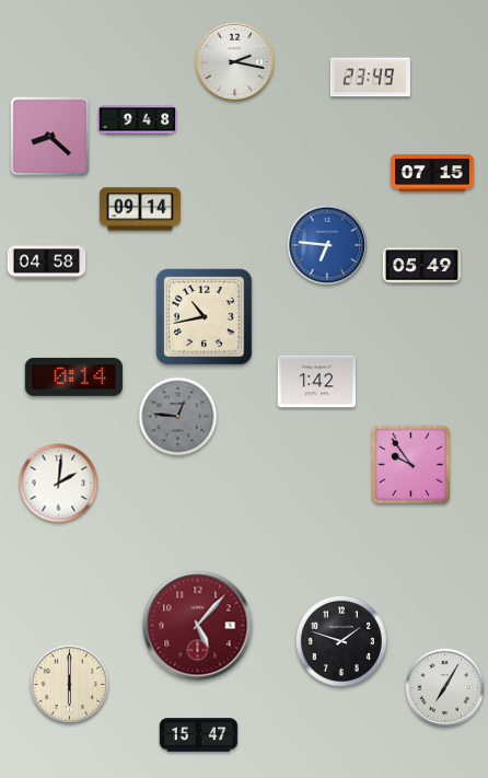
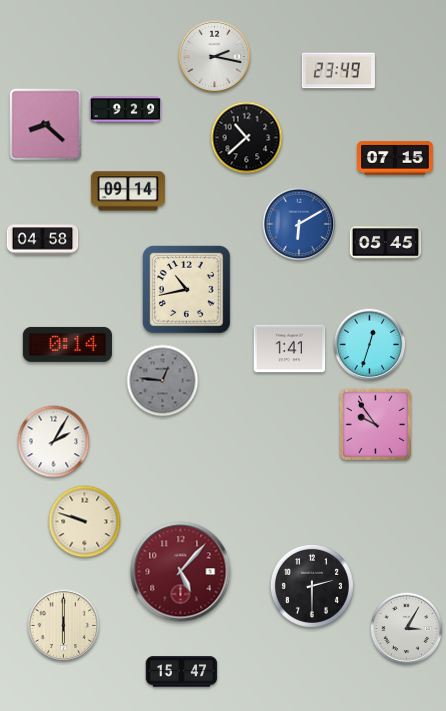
clock at (138, 120): 9:48 -> 9:29
clock at (247, 138): none -> 10:38
clock at (327, 245): 6:46 -> 6:10
clock at (422, 266): 05:49 -> 05:45
clock at (370, 345): none -> 12:33
clock at (317, 382): 1:42 -> 1:41
clock at (59, 484): 2:01 -> 2:05
clock at (85, 522): none -> 9:48
clock at (341, 641): 1:48 -> 2:30
clock at (445, 688): 7:05 -> 3:05
